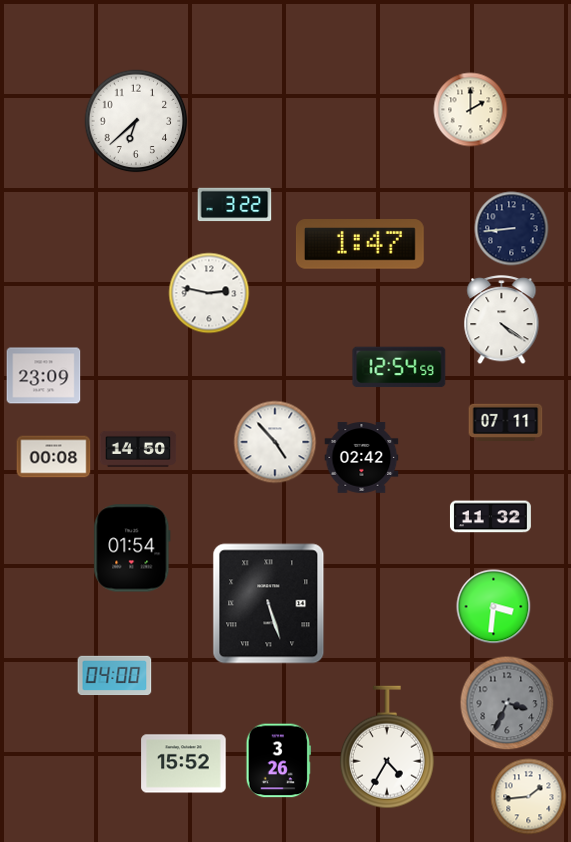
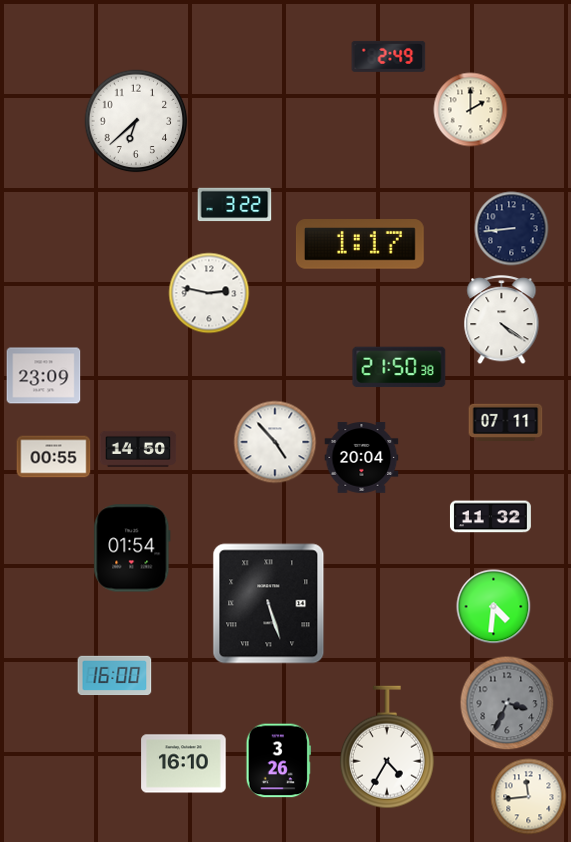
clock at (389, 56): none -> 2:49
clock at (360, 244): 1:47 -> 1:17
clock at (399, 367): 12:54 -> 21:50
clock at (54, 457): 00:08 -> 00:55
clock at (362, 458): 02:42 -> 20:04
clock at (494, 607): 3:31 -> 4:31
clock at (115, 676): 04:00 -> 16:00
clock at (184, 764): 15:52 -> 16:10
clock at (529, 797): 1:44 -> 11:44
